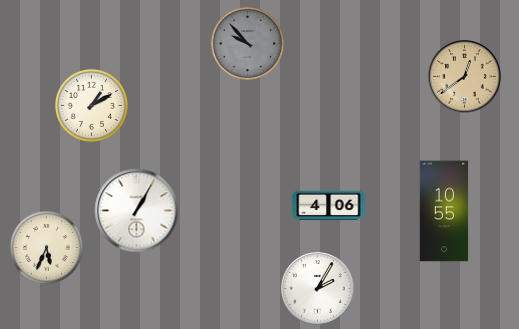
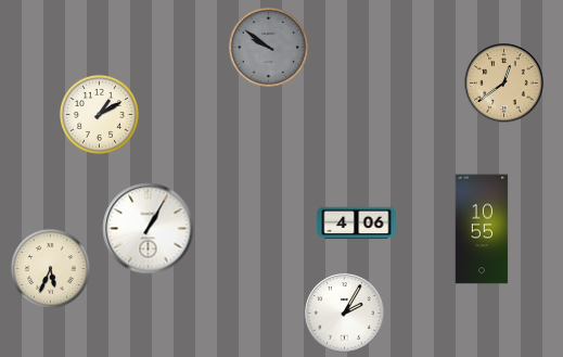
clock at (247, 43): 9:53 -> 9:51
